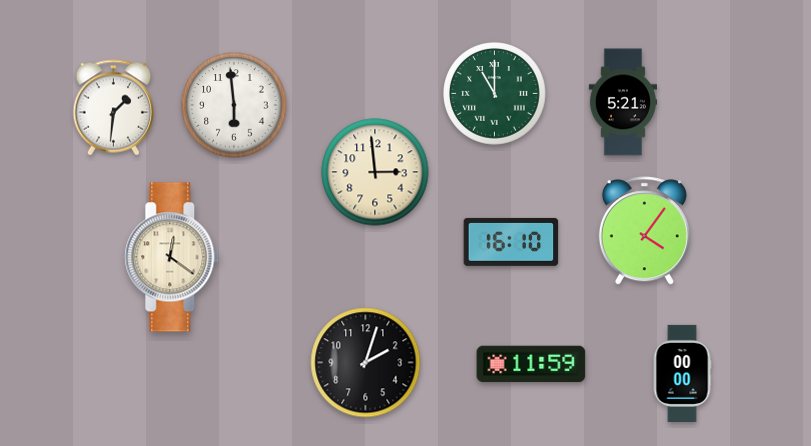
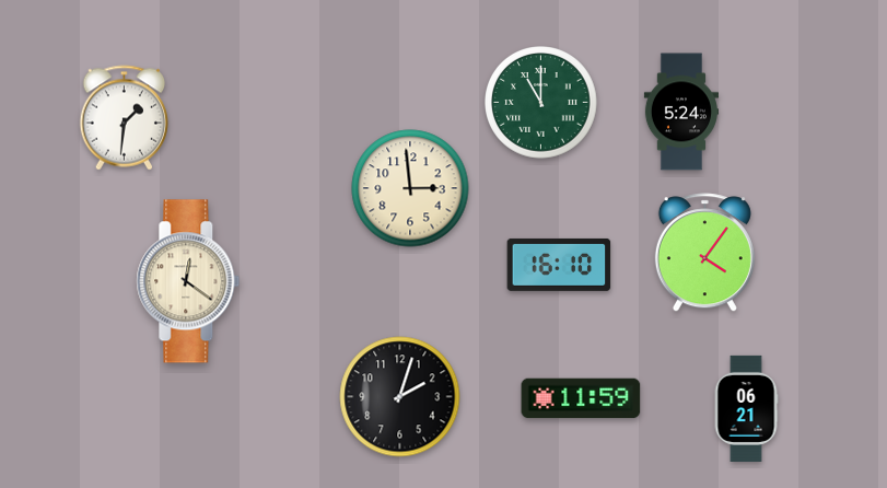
clock at (622, 102): 5:21 -> 5:24
clock at (234, 105): 5:59 -> none
clock at (682, 373): 00:00 -> 06:21
